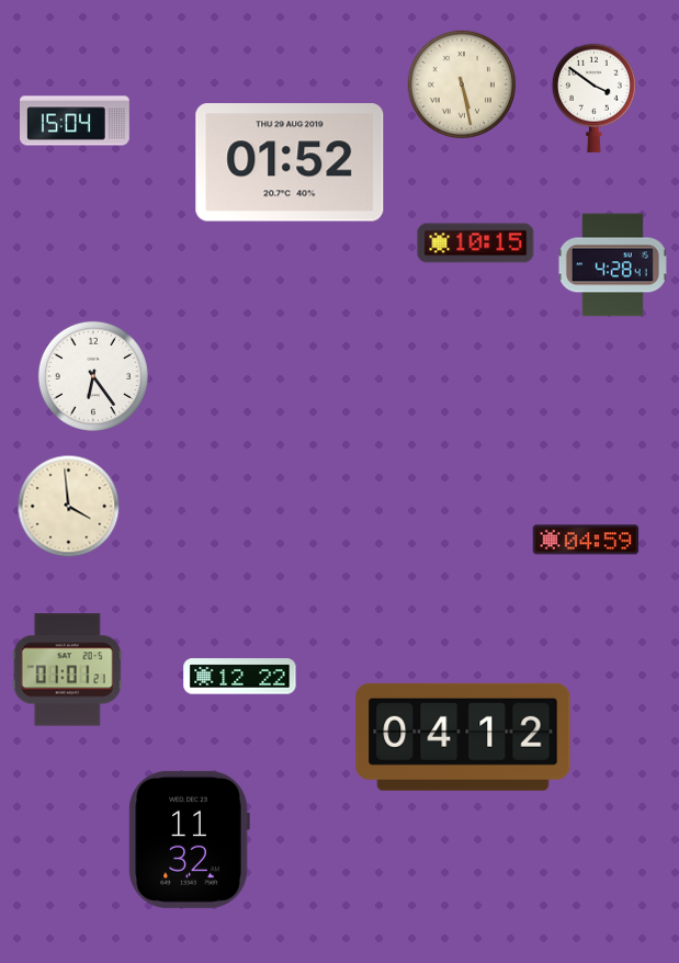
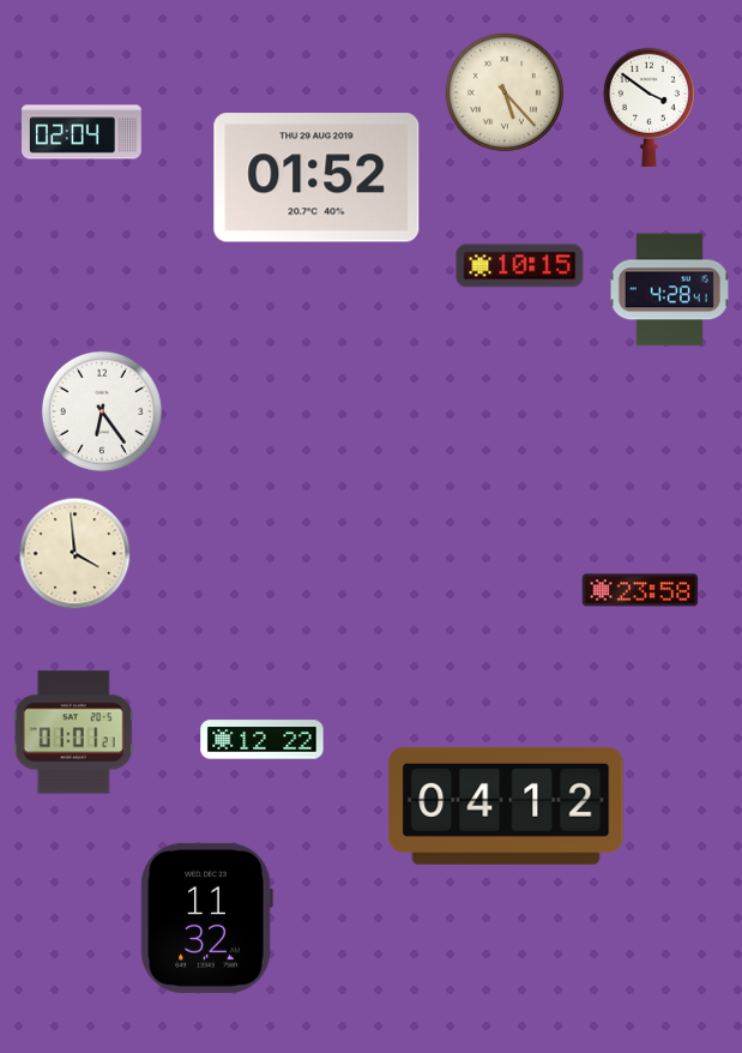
clock at (462, 84): 5:28 -> 5:23
clock at (76, 121): 15:04 -> 02:04
clock at (586, 540): 04:59 -> 23:58
